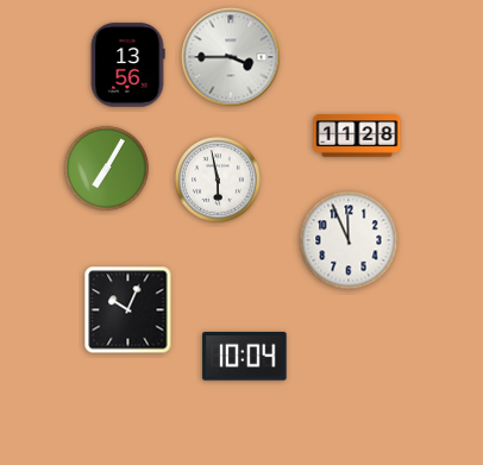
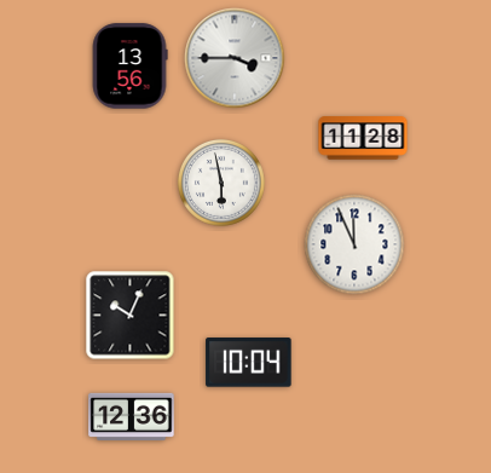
clock at (106, 168): 7:05 -> none
clock at (132, 416): none -> 12:36
